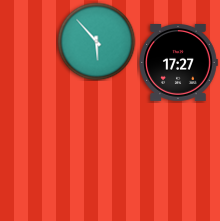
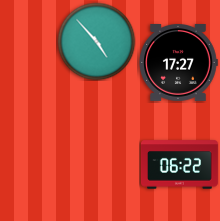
clock at (96, 41): 5:53 -> 4:53
clock at (179, 165): none -> 06:22
